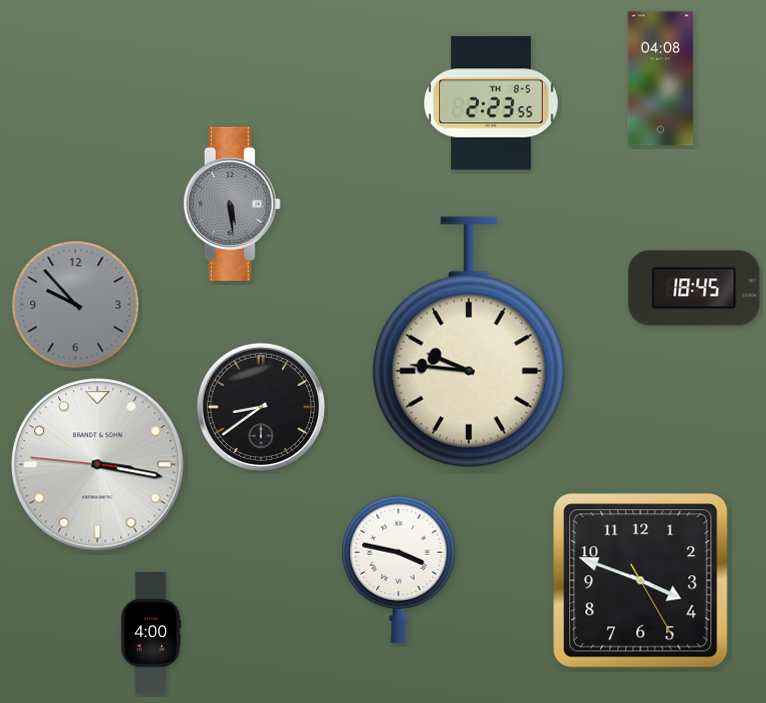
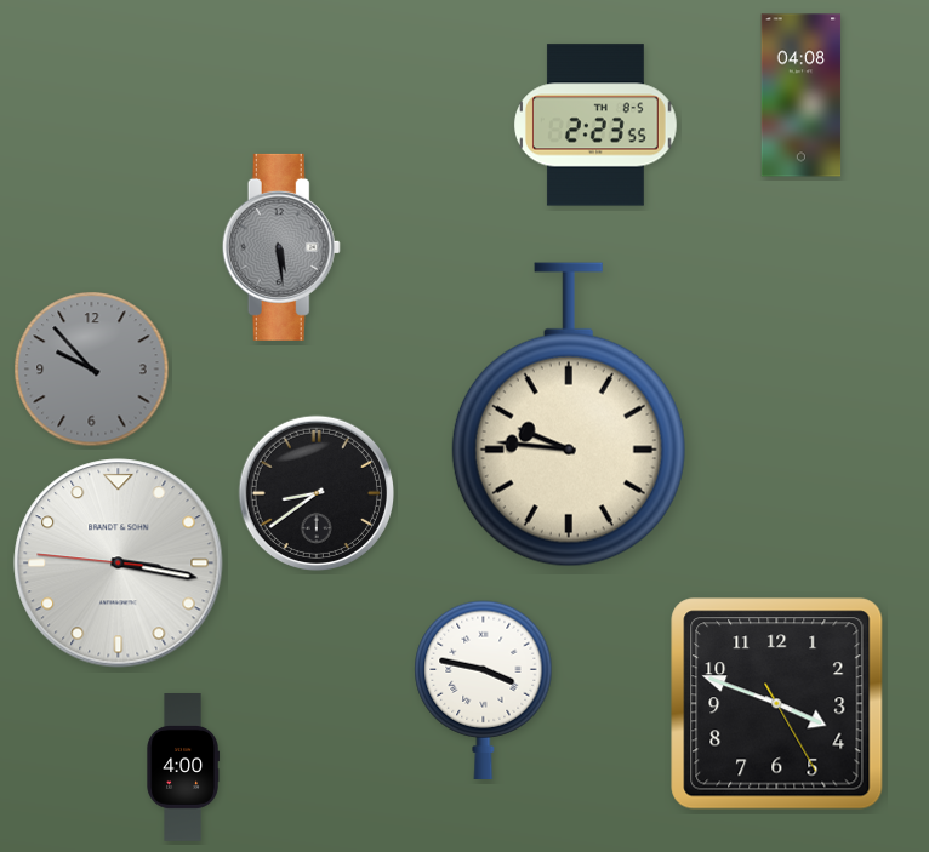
clock at (694, 288): 18:45 -> none
